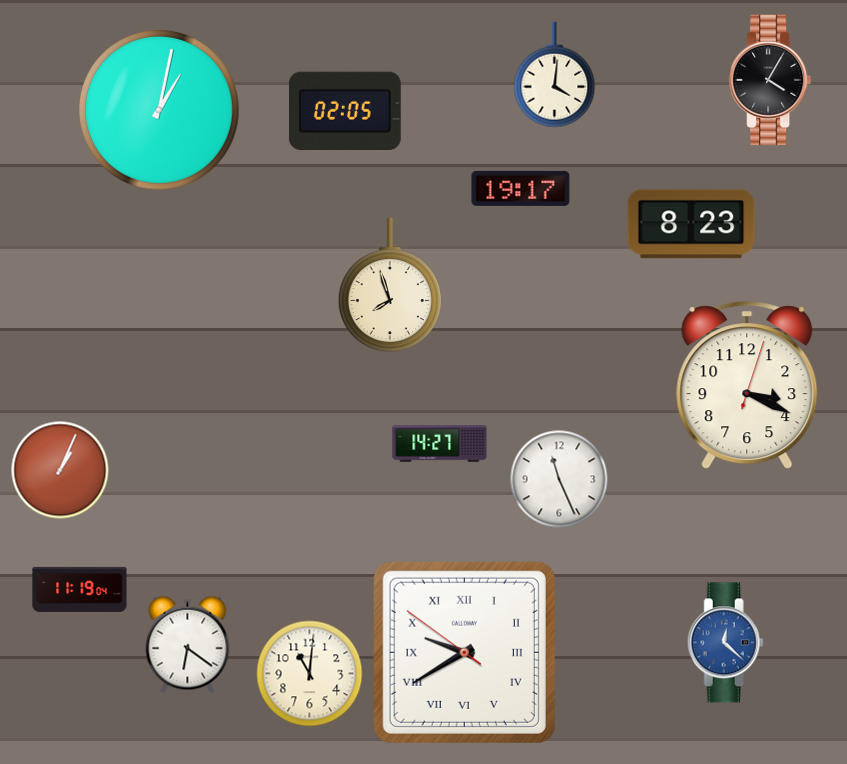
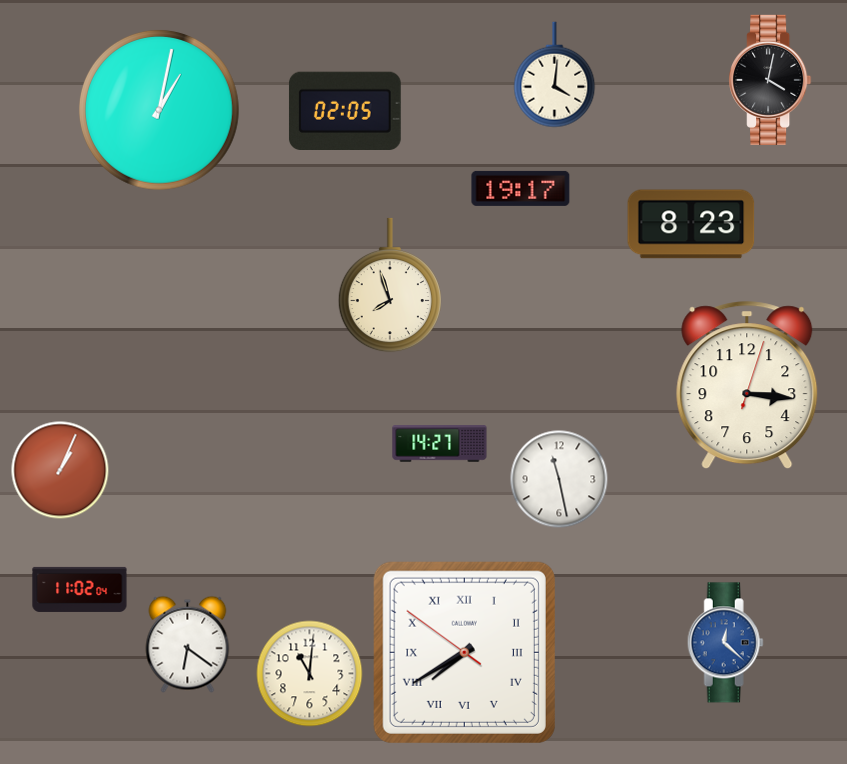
clock at (770, 80): 4:05 -> 4:02
clock at (747, 386): 3:19 -> 3:16
clock at (559, 479): 11:26 -> 11:28
clock at (80, 589): 11:19 -> 11:02
clock at (464, 652): 9:39 -> 7:39
